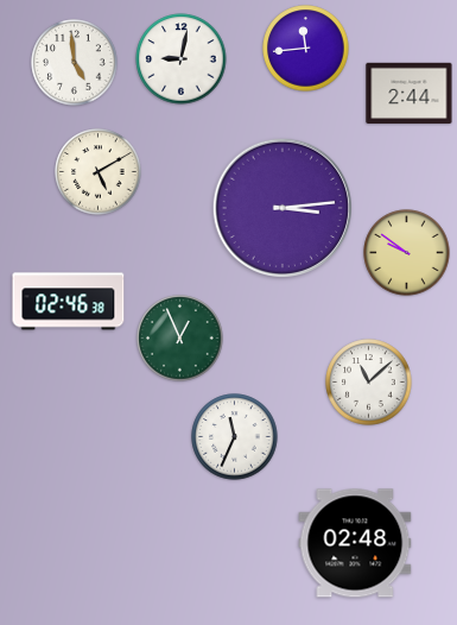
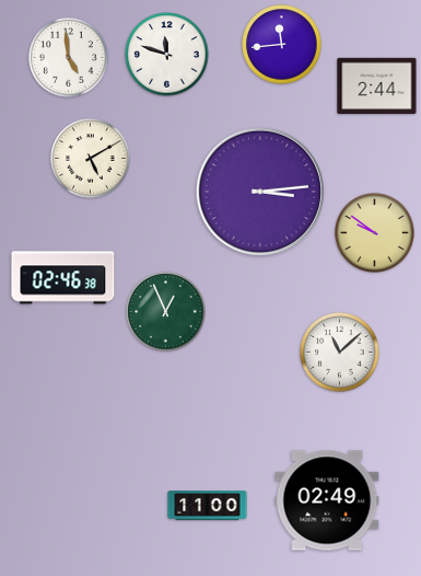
clock at (182, 59): 9:02 -> 11:48
clock at (235, 437): 11:34 -> none
clock at (355, 543): 02:48 -> 02:49
clock at (208, 506): none -> 11:00
